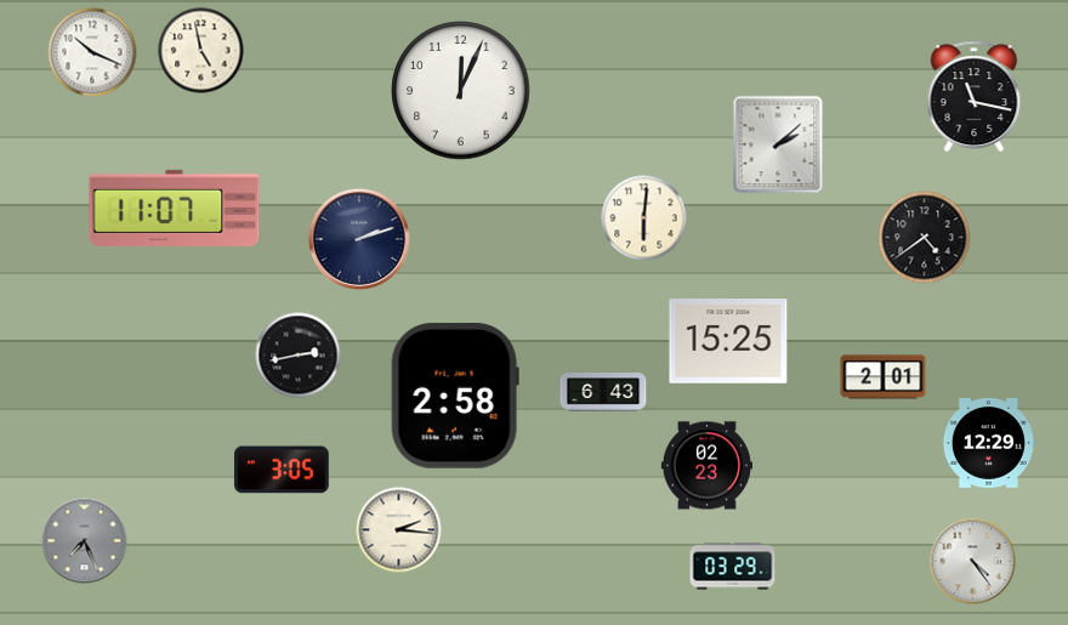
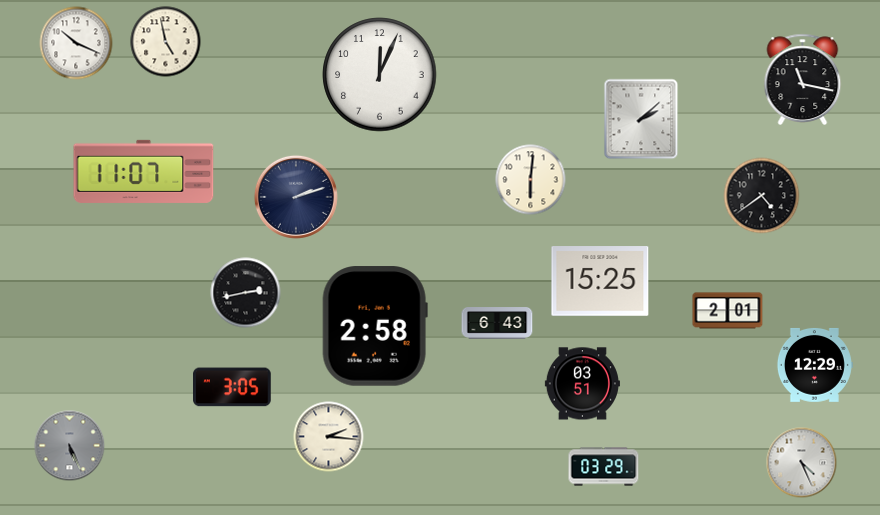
clock at (706, 466): 02:23 -> 03:51
clock at (85, 541): 7:26 -> 5:26
clock at (973, 562): 4:24 -> 4:26
